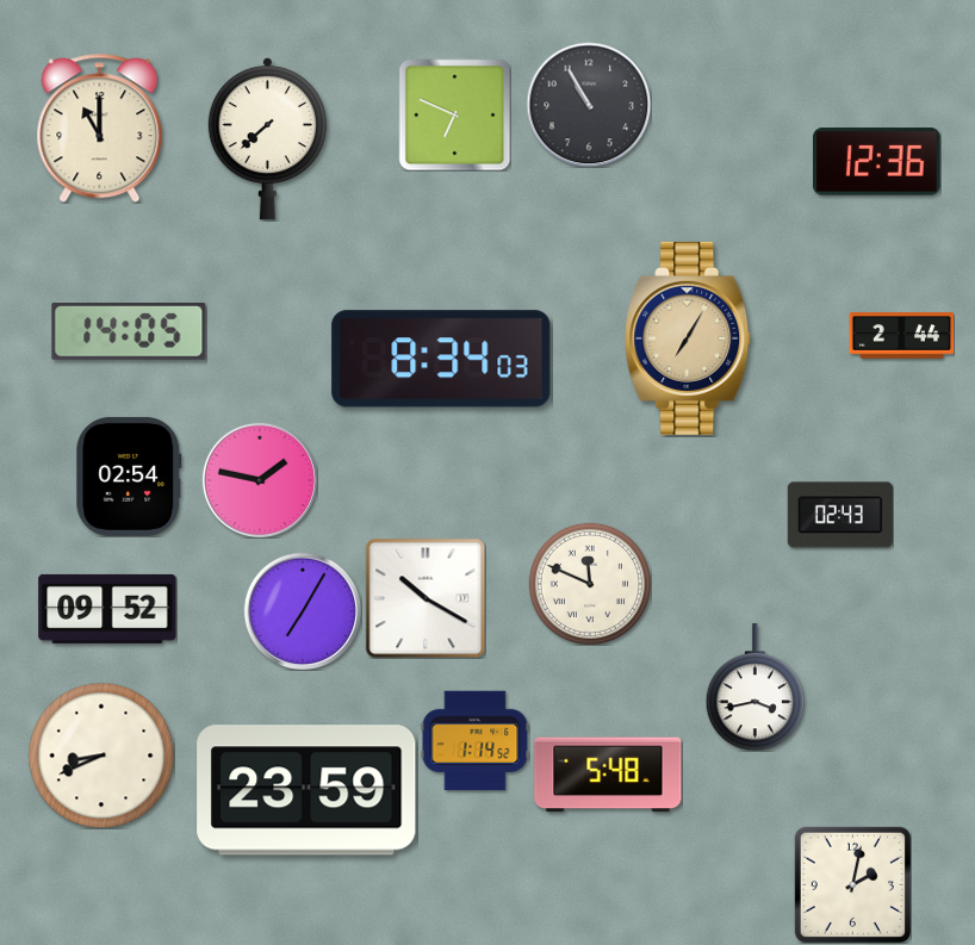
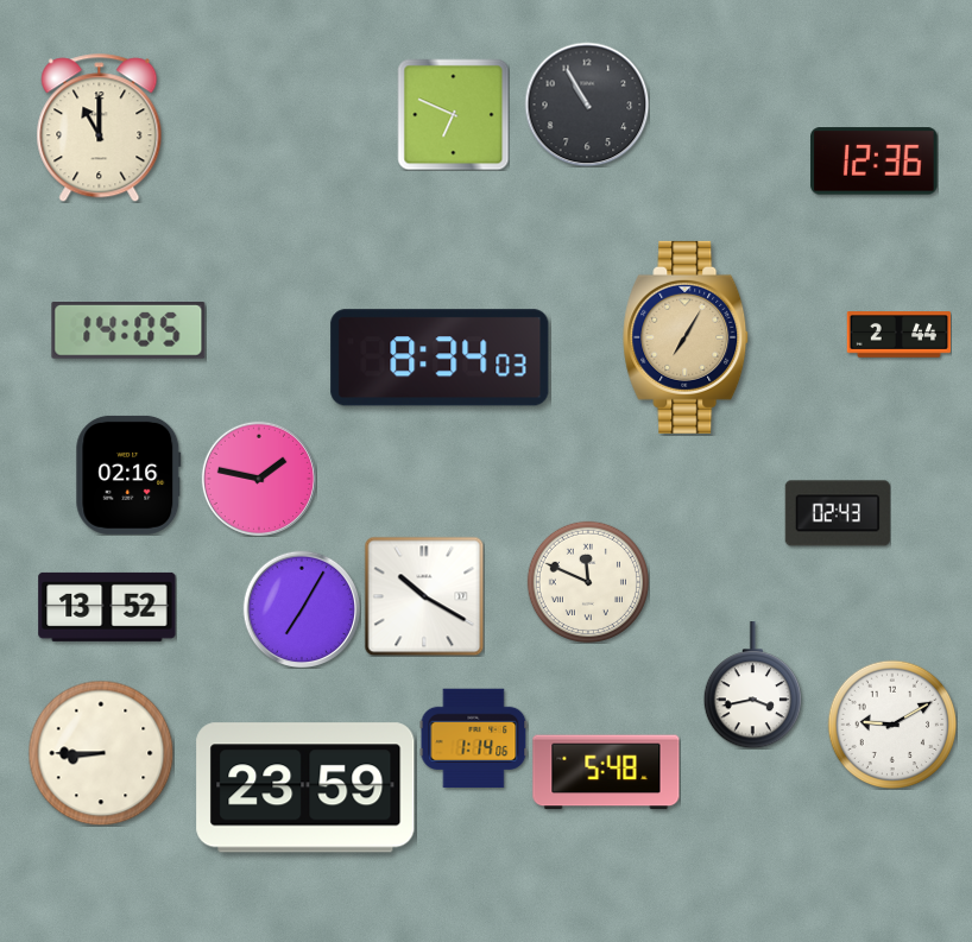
clock at (267, 138): 7:38 -> none
clock at (129, 477): 02:54 -> 02:16
clock at (107, 609): 09:52 -> 13:52
clock at (892, 725): none -> 9:10
clock at (474, 741): 1:14:52 -> 1:14:06
clock at (101, 756): 8:41 -> 8:45
clock at (852, 884): 2:02 -> none
